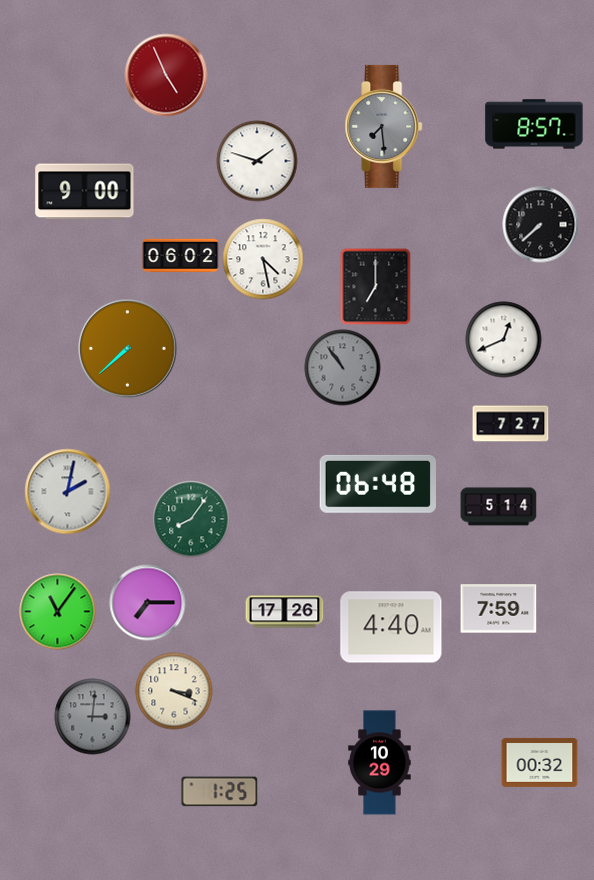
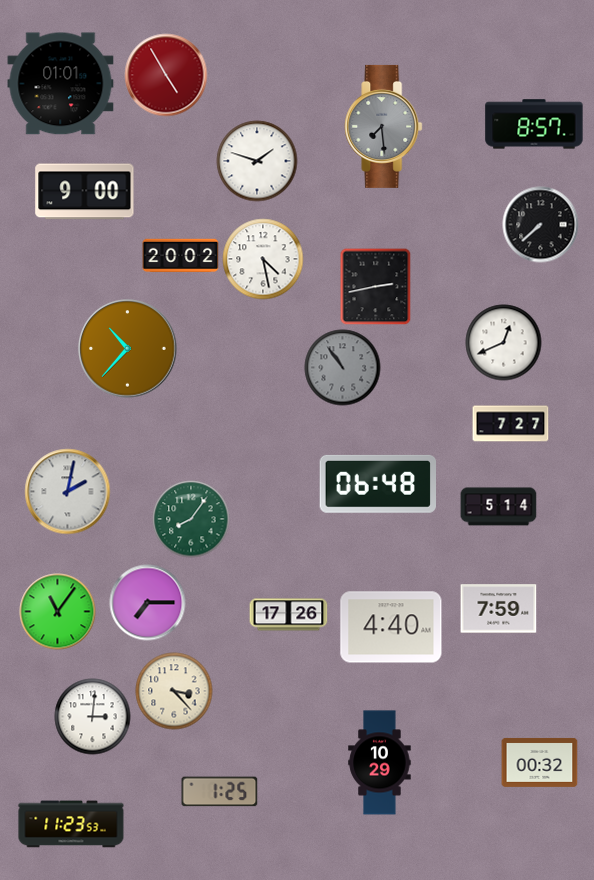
clock at (166, 75): 4:56 -> 4:55
clock at (61, 84): none -> 01:01
clock at (181, 256): 06:02 -> 20:02
clock at (376, 286): 7:00 -> 2:43
clock at (504, 340) position: (504, 340) -> (504, 343)
clock at (128, 349): 7:38 -> 10:37
clock at (285, 612) position: (285, 612) -> (289, 615)
clock at (174, 691): 3:19 -> 3:23
clock at (93, 717) dial: grey -> white
clock at (71, 824): none -> 11:23
